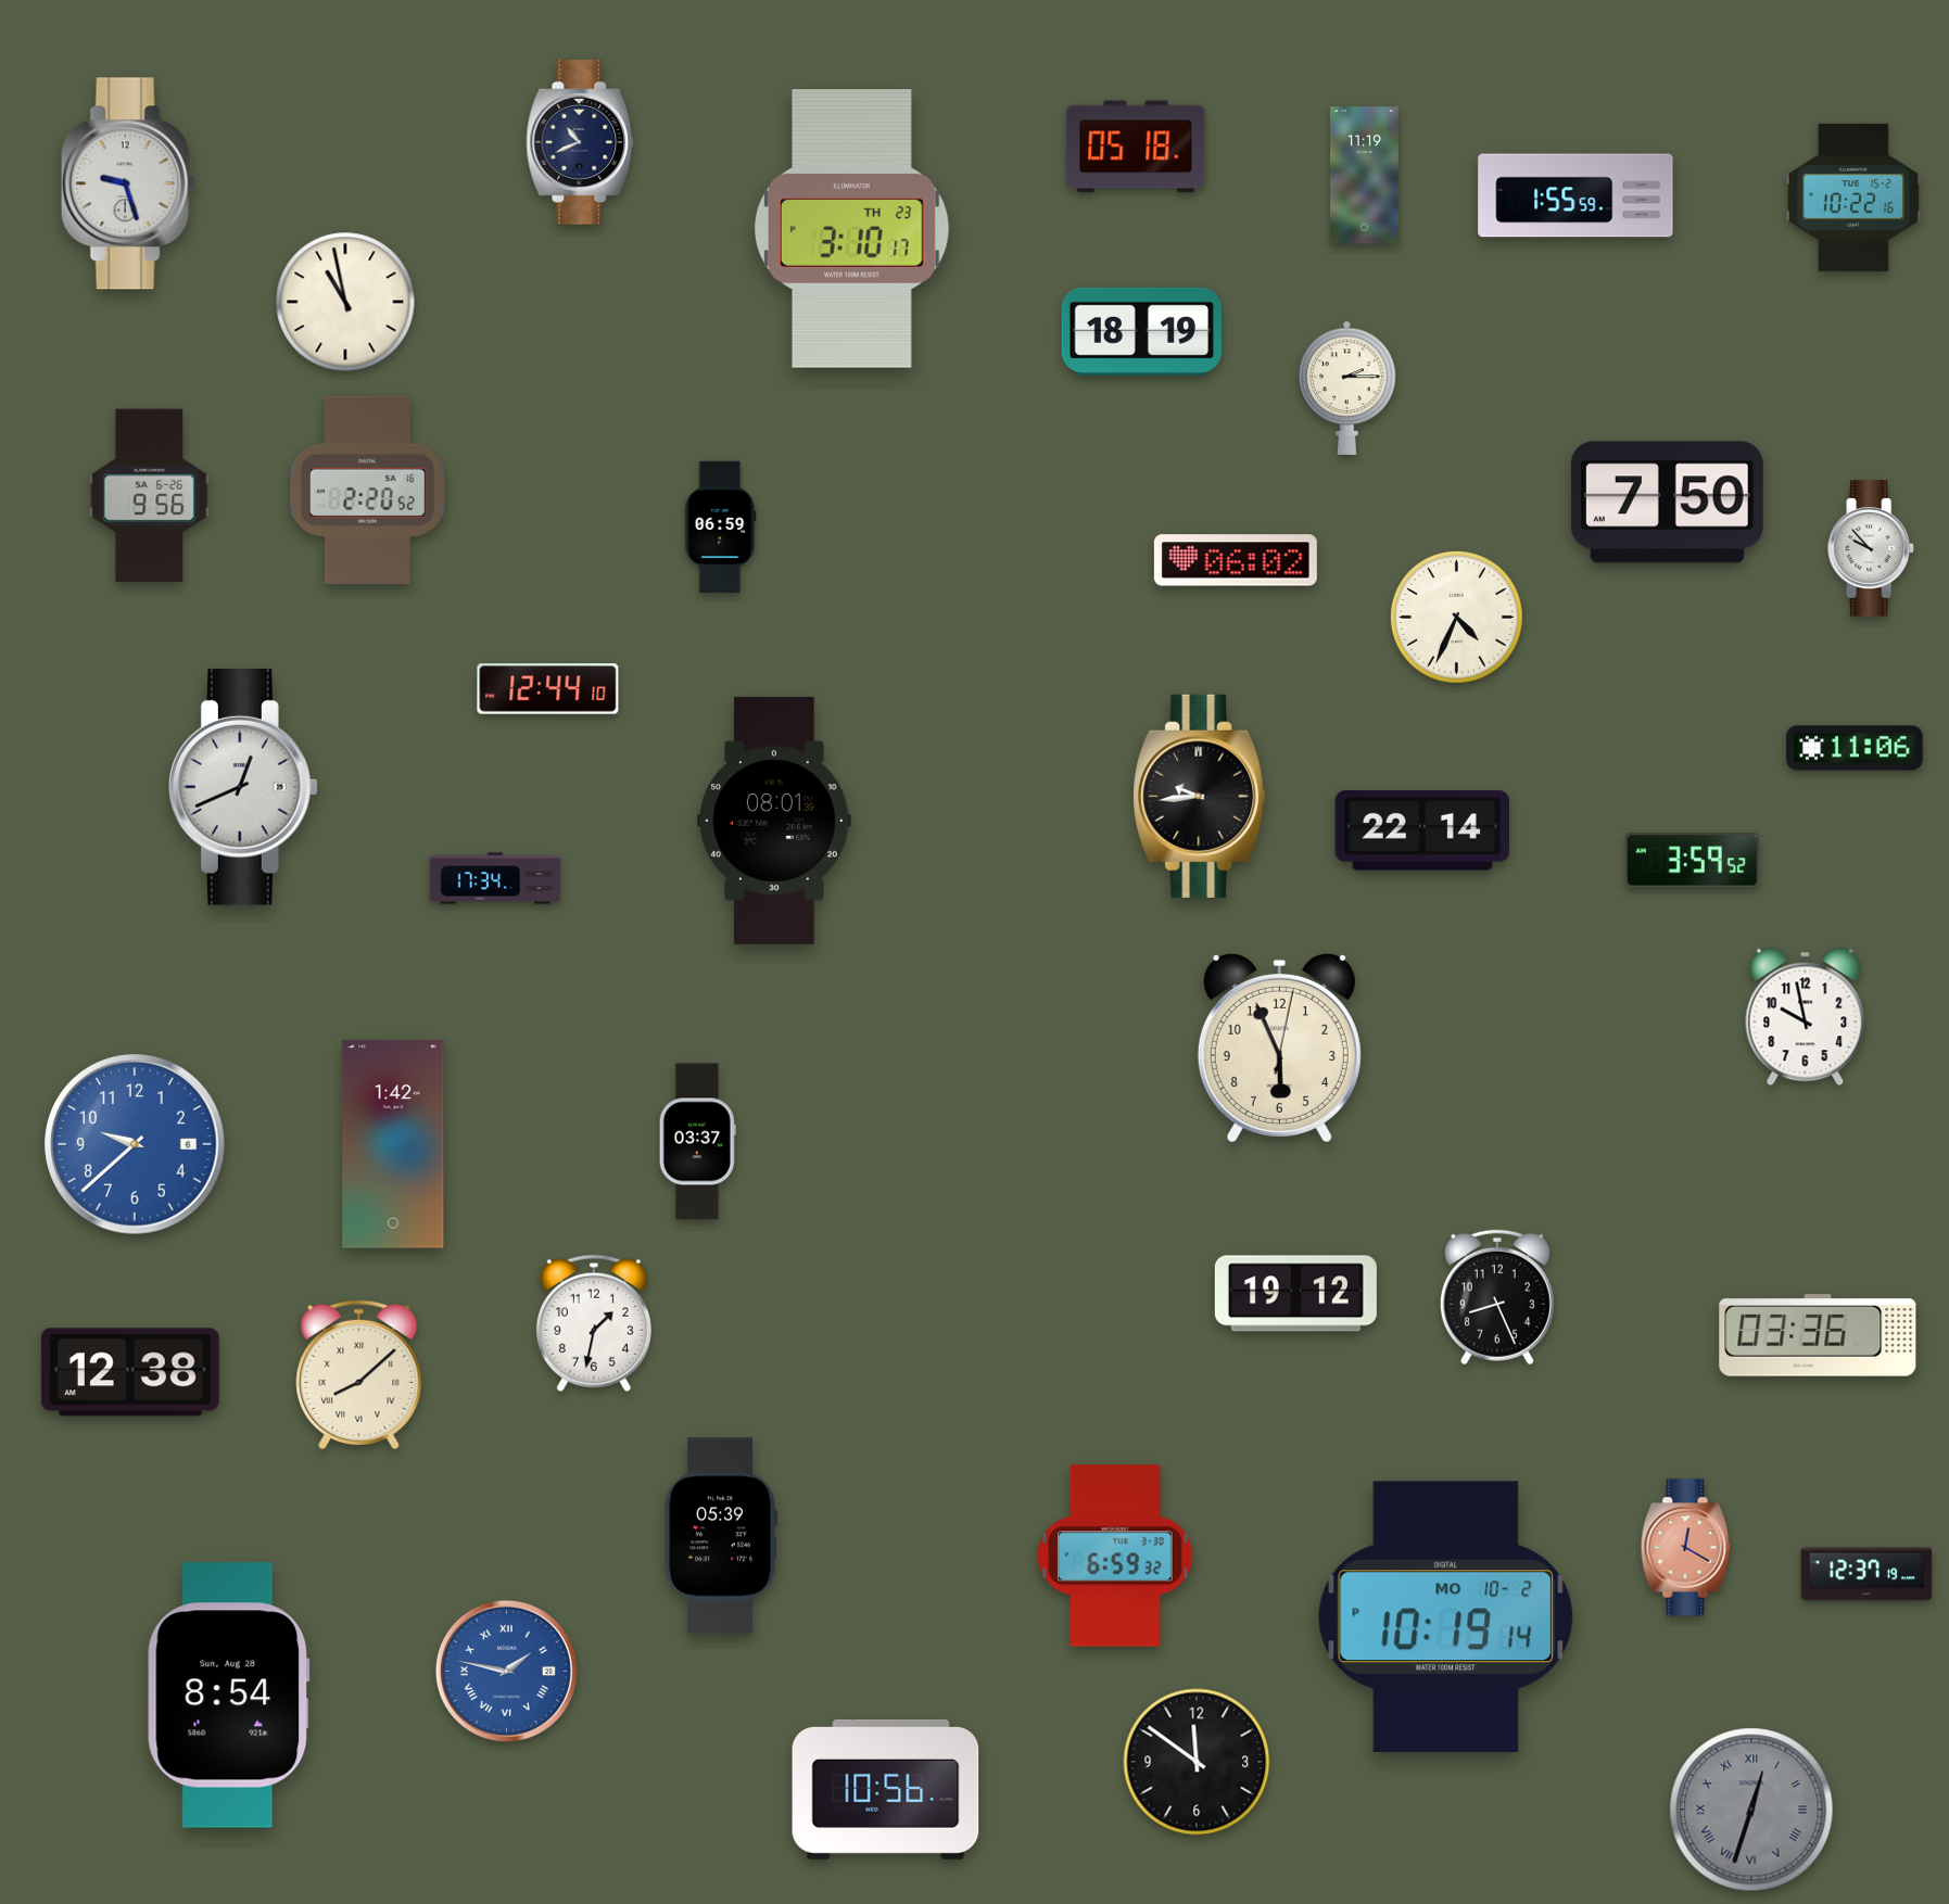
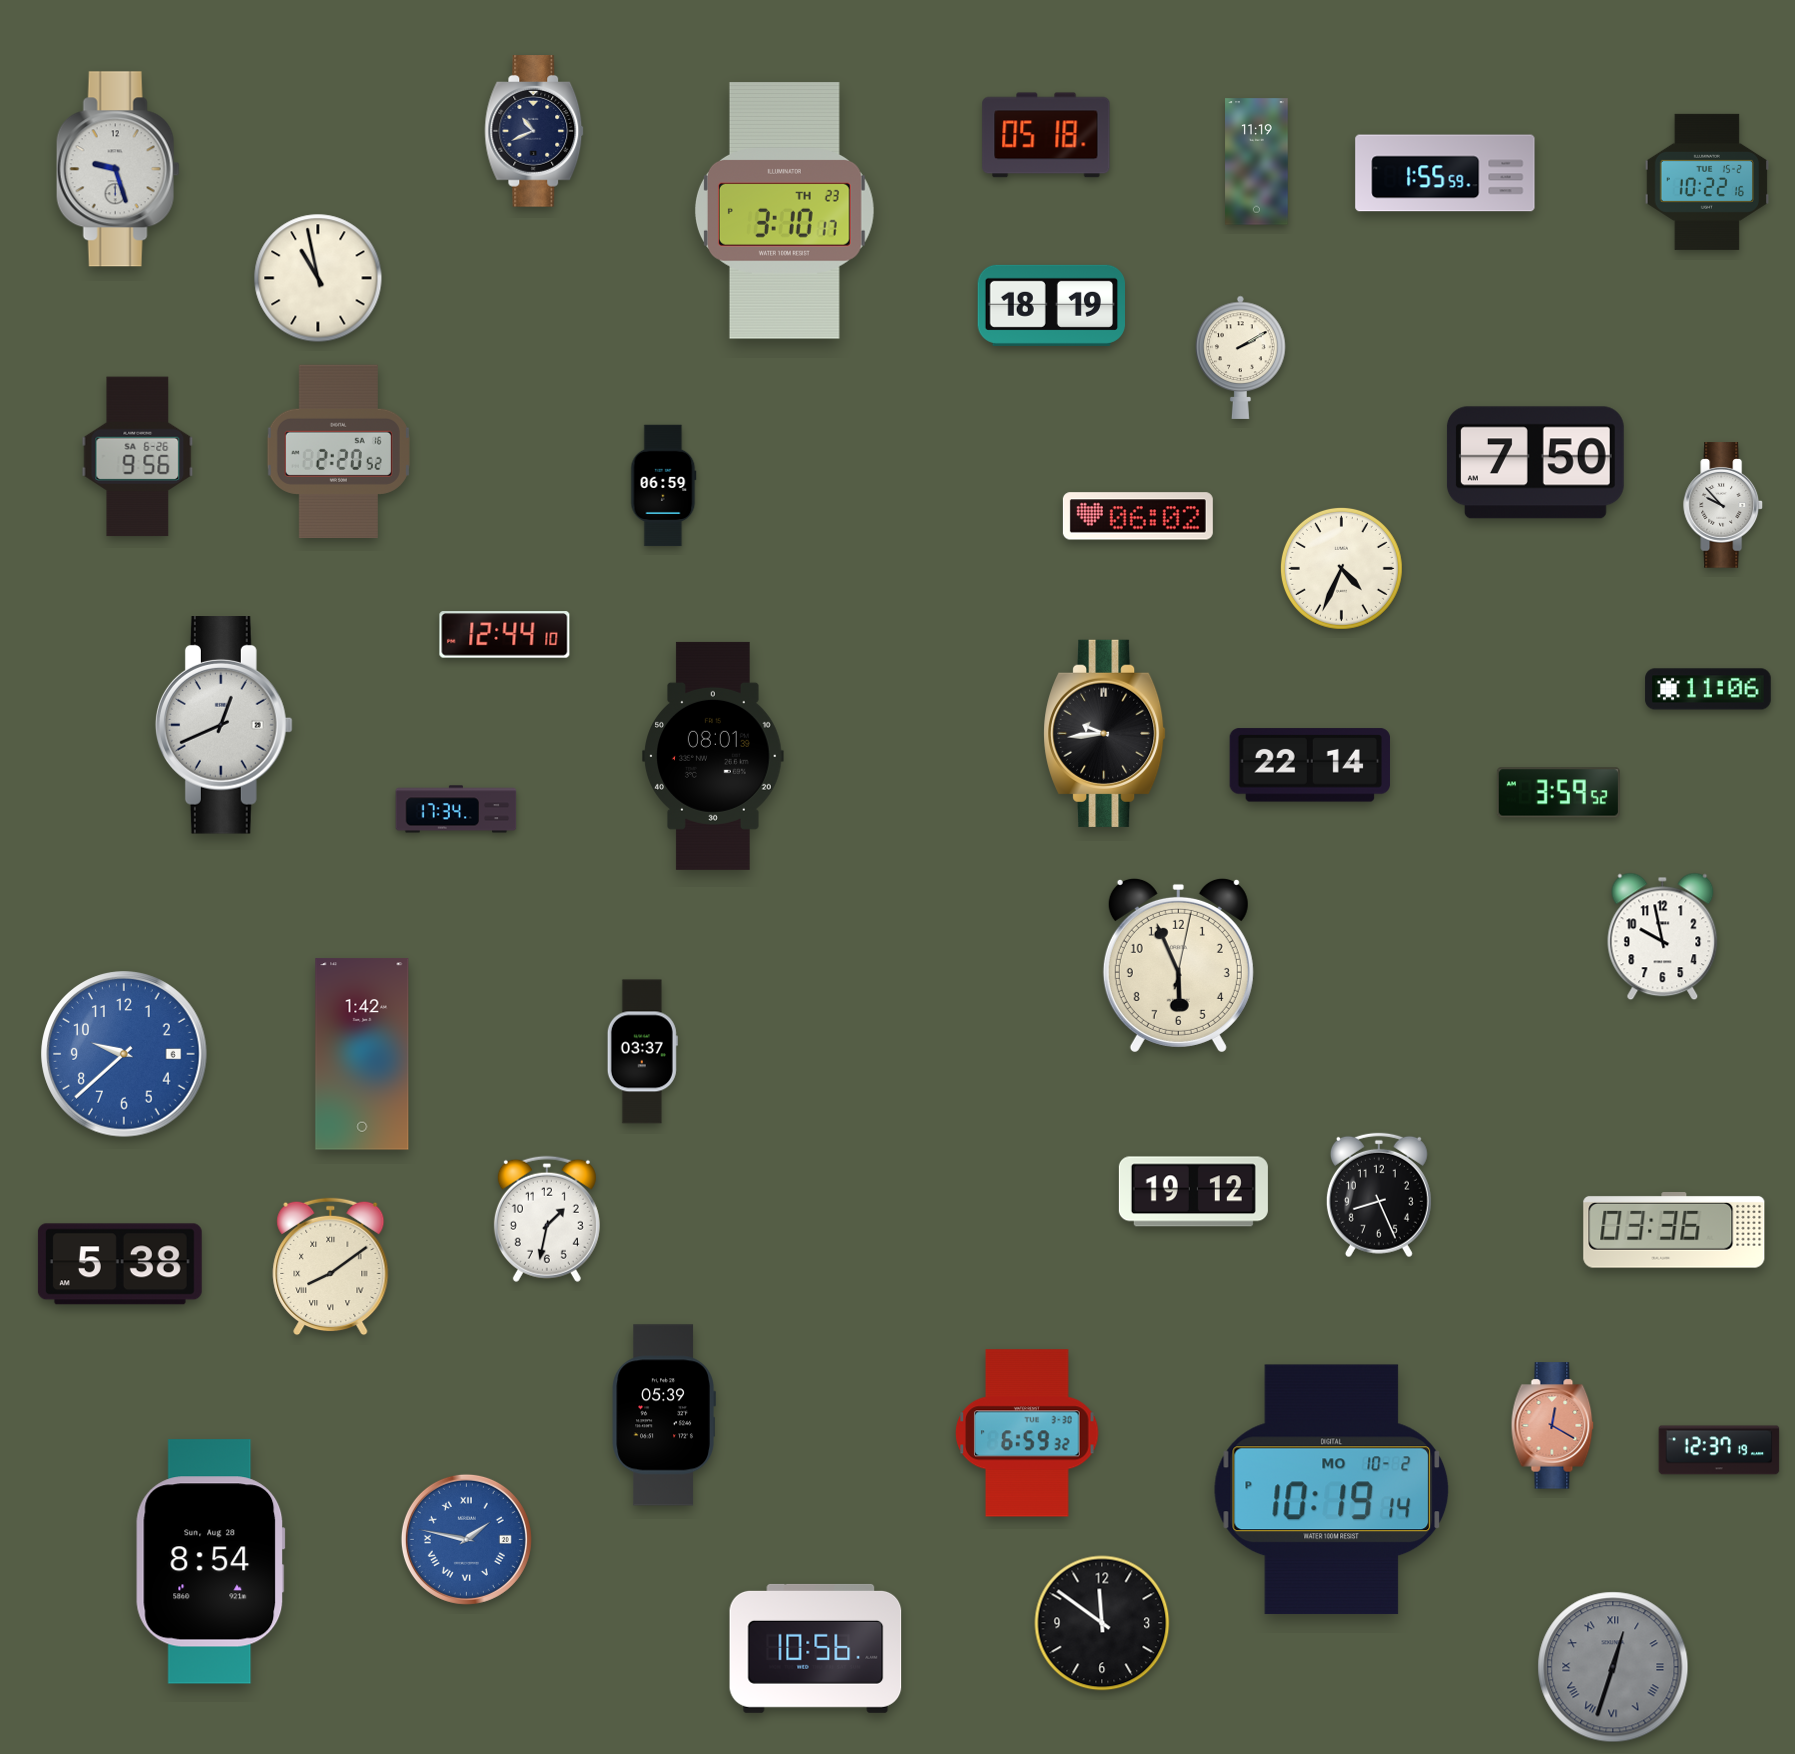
clock at (1575, 195) position: (1575, 195) -> (1445, 173)
clock at (1347, 388): 2:15 -> 2:10
clock at (130, 1372): 12:38 -> 5:38
clock at (359, 1375): 8:08 -> 8:09
